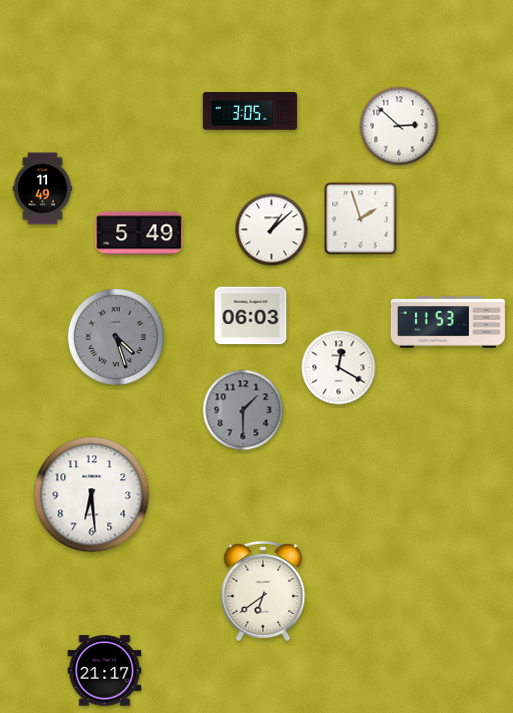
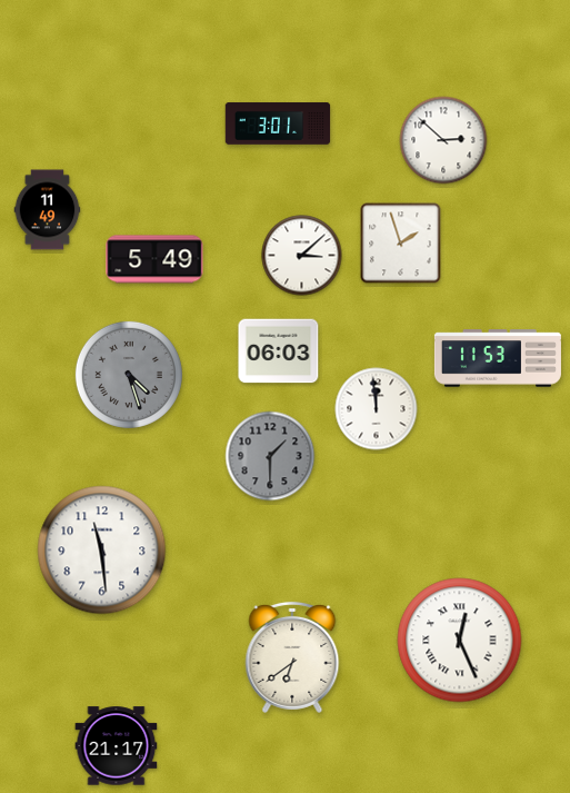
clock at (250, 111): 3:05 -> 3:01
clock at (272, 230): 1:08 -> 3:08
clock at (339, 368): 12:20 -> 11:59
clock at (92, 495): 6:29 -> 11:29
clock at (460, 641): none -> 12:26
